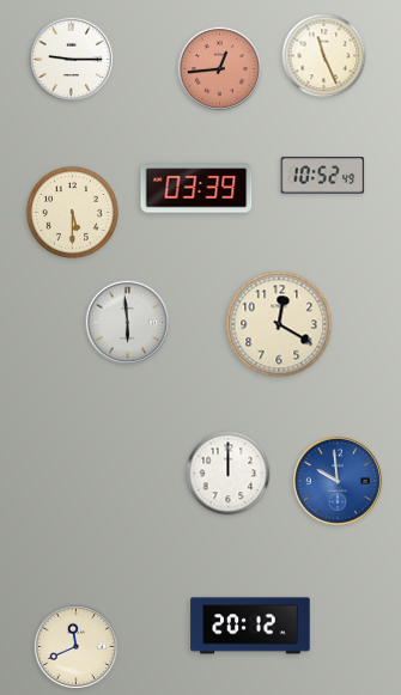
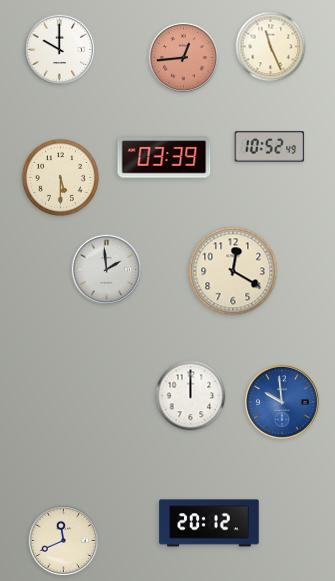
clock at (72, 60): 9:15 -> 10:00
clock at (128, 323): 5:59 -> 1:59
